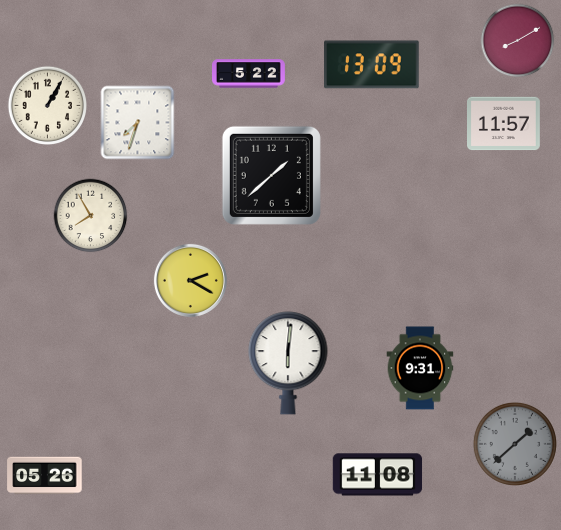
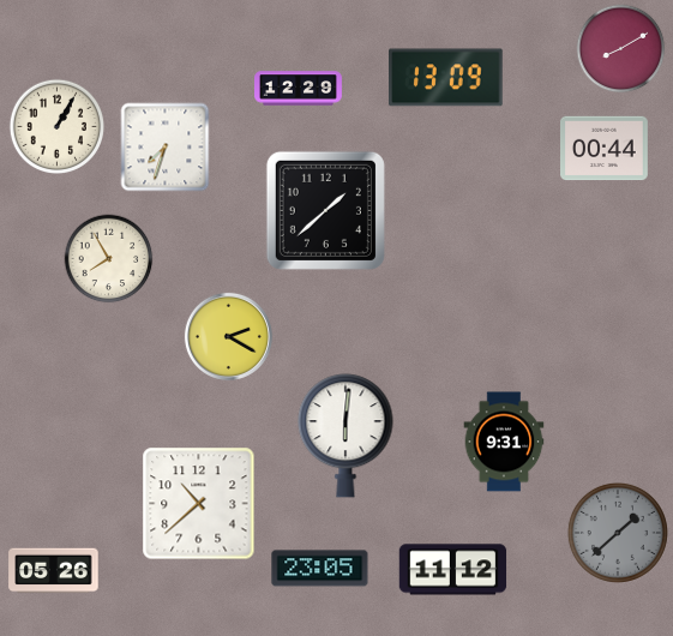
clock at (249, 74): 5:22 -> 12:29
clock at (504, 124): 11:57 -> 00:44
clock at (199, 504): none -> 10:38
clock at (320, 569): none -> 23:05
clock at (378, 475): 11:08 -> 11:12
